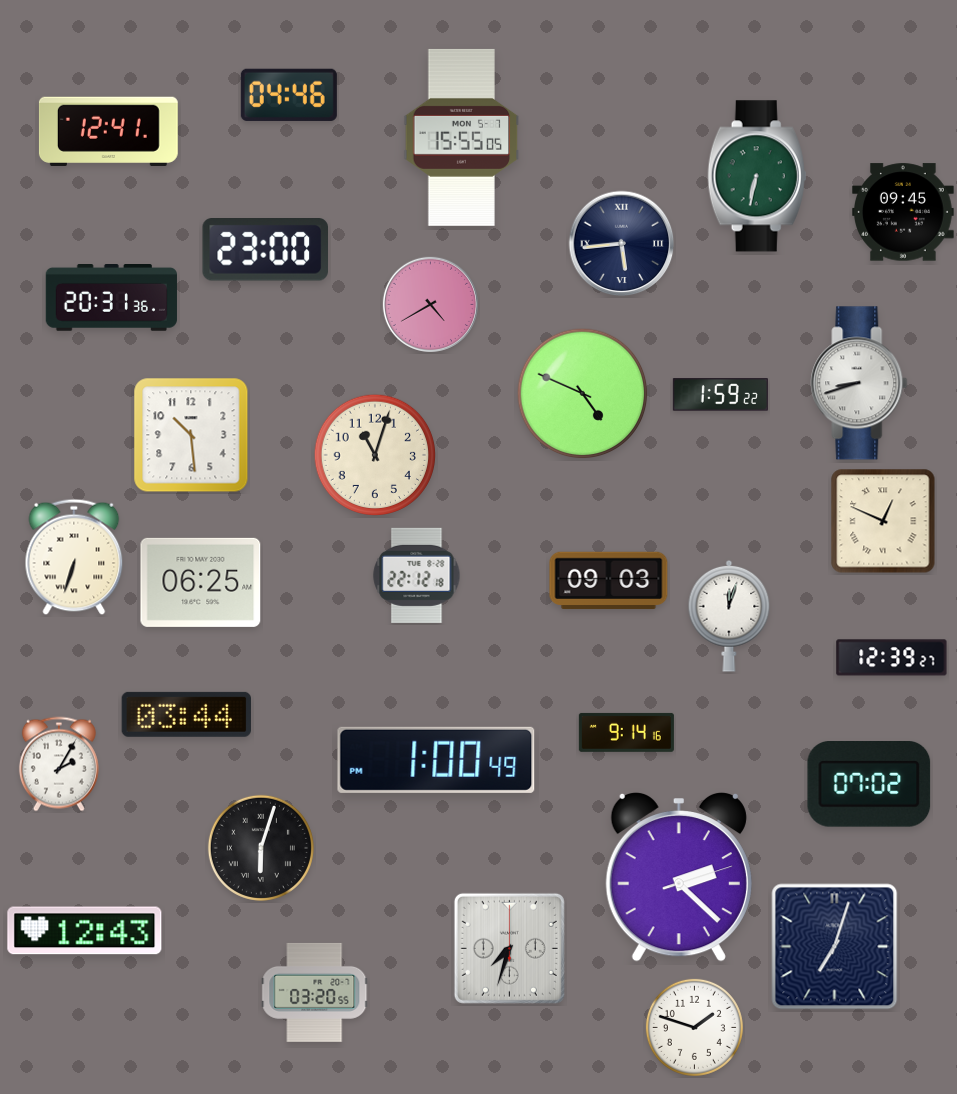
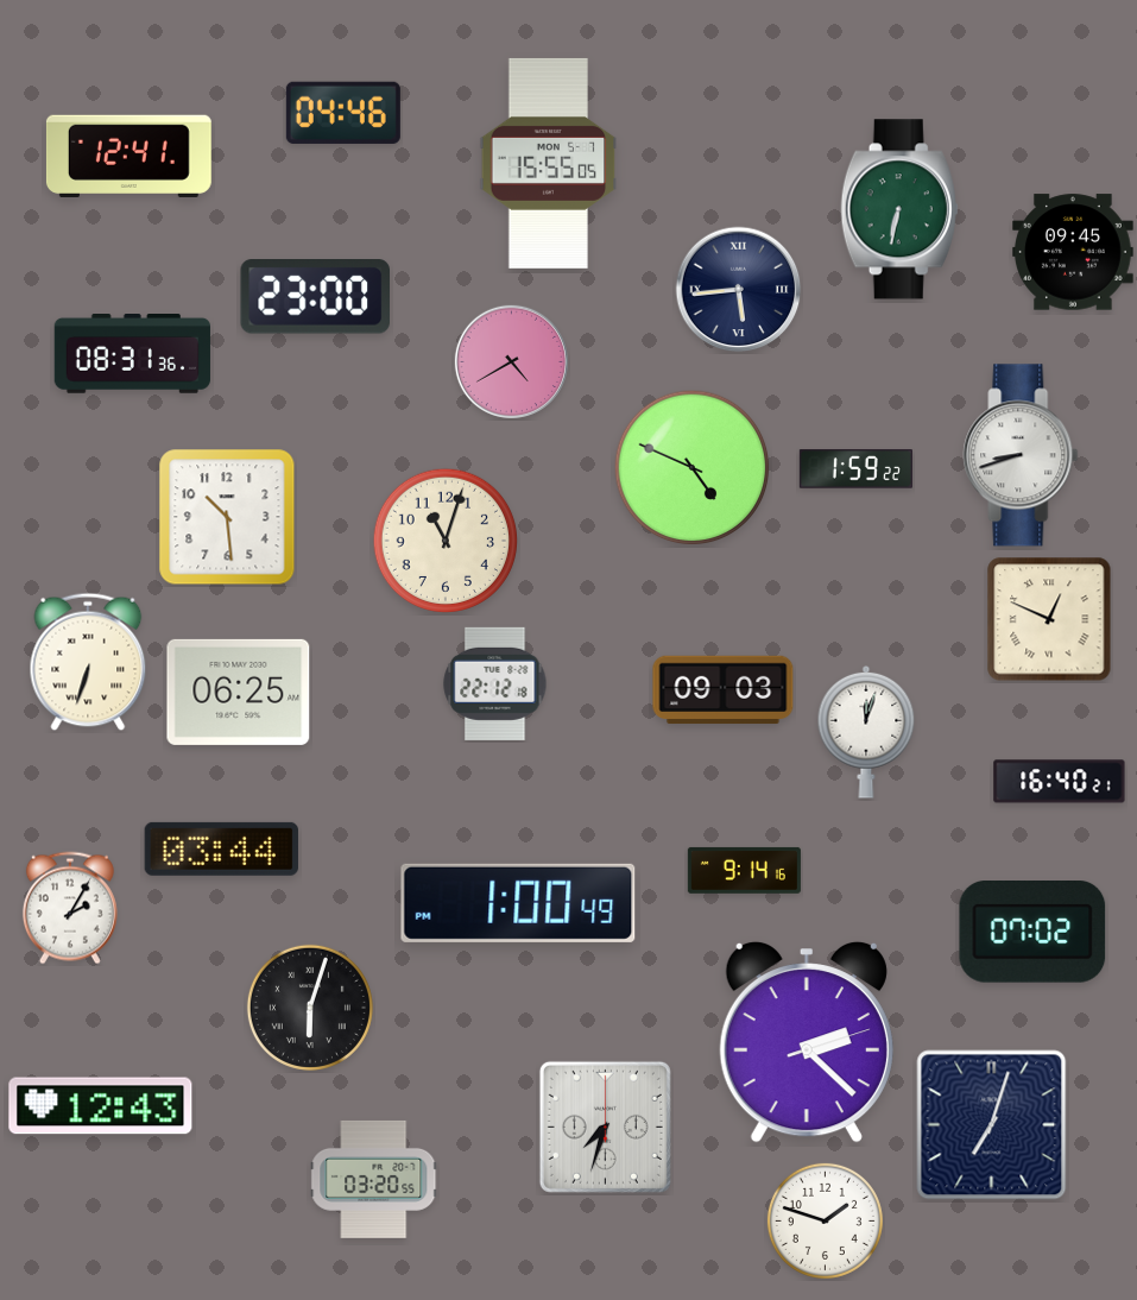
clock at (111, 298): 20:31 -> 08:31
clock at (892, 658): 12:39 -> 16:40
